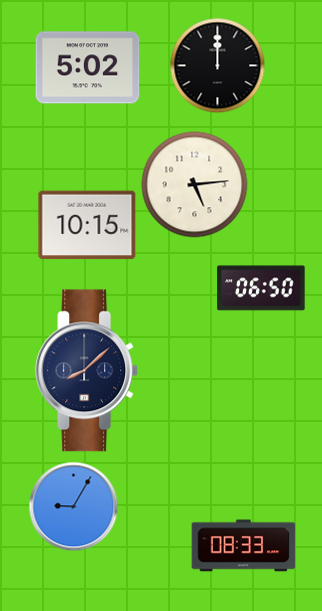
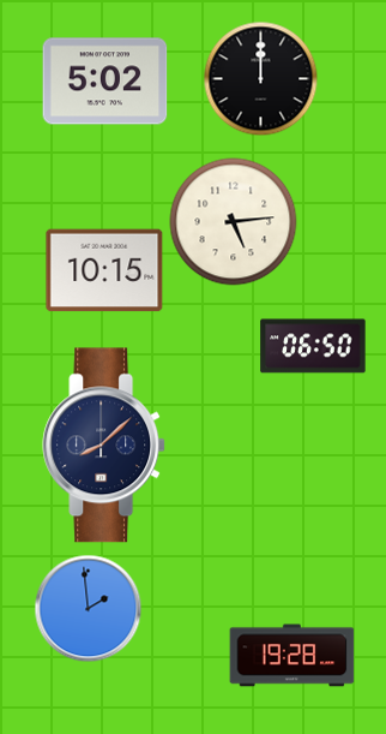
clock at (74, 507): 9:05 -> 1:59
clock at (244, 546): 08:33 -> 19:28
